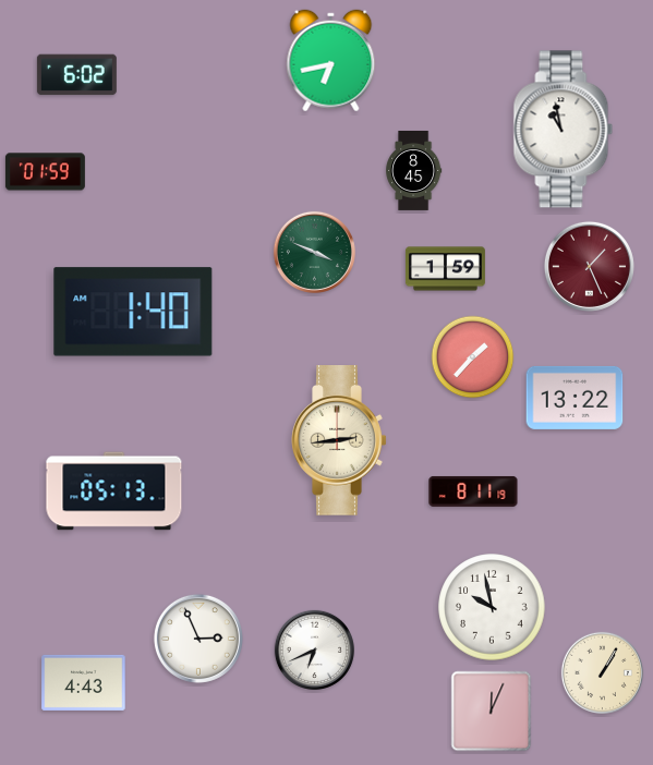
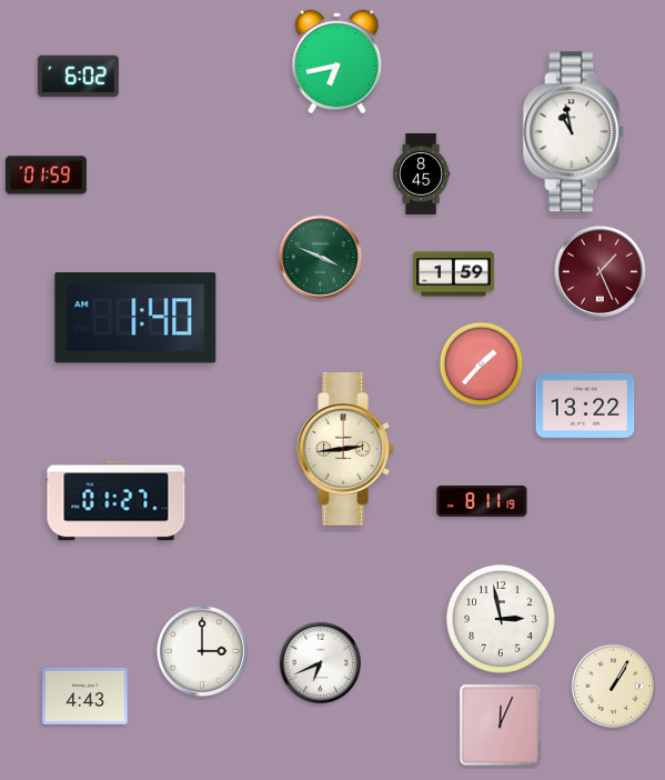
clock at (114, 491): 05:13 -> 01:27
clock at (492, 607): 9:58 -> 2:58
clock at (198, 639): 2:56 -> 3:00
